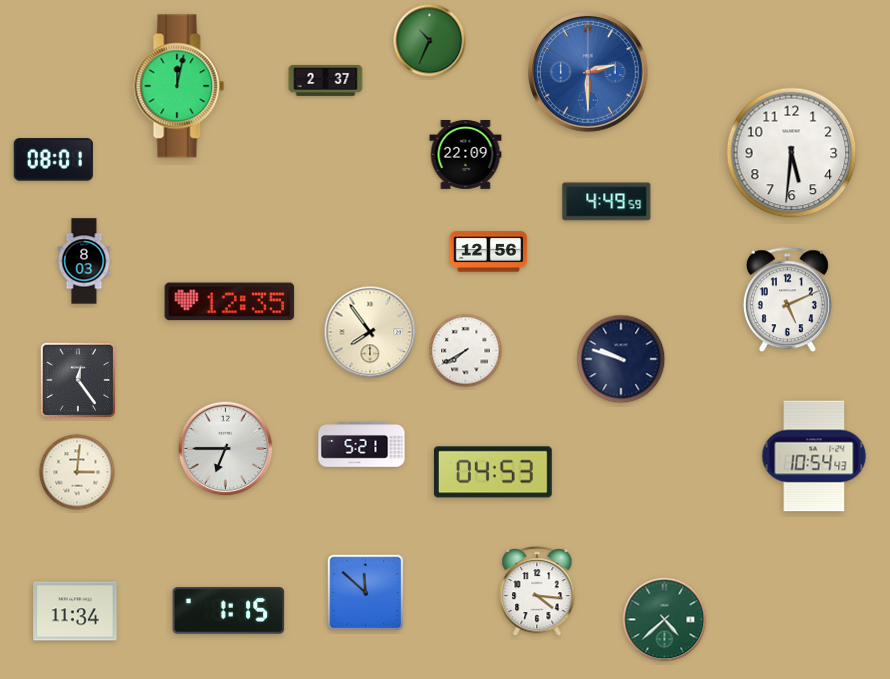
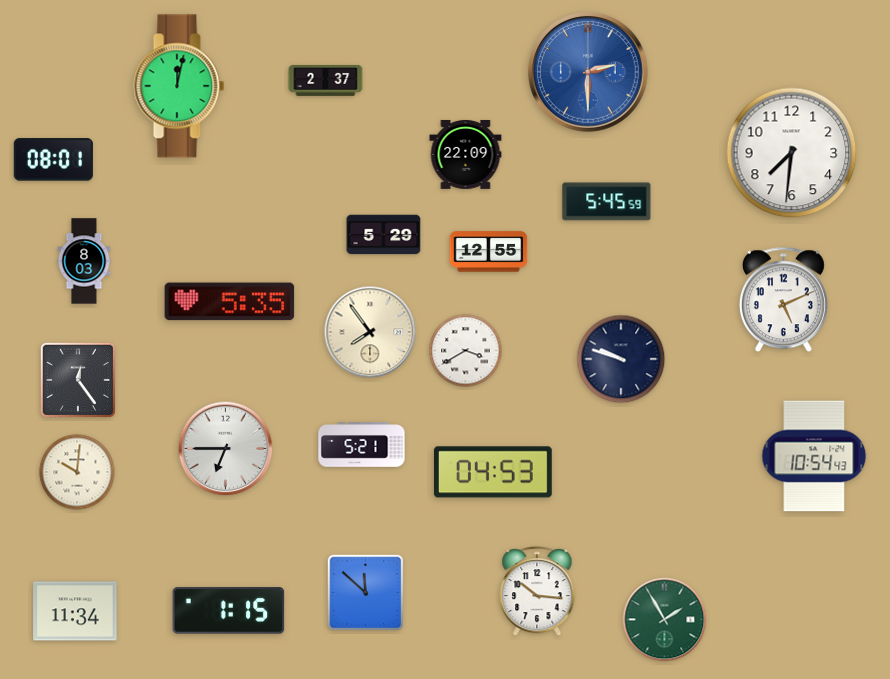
clock at (430, 41): 10:34 -> none
clock at (792, 153): 5:31 -> 7:31
clock at (607, 202): 4:49 -> 5:45
clock at (384, 235): none -> 5:29
clock at (489, 252): 12:56 -> 12:55
clock at (787, 300) position: (787, 300) -> (783, 300)
clock at (230, 302): 12:35 -> 5:35
clock at (466, 351): 7:40 -> 3:40
clock at (77, 472): 3:01 -> 10:01
clock at (537, 592): 4:16 -> 10:16
clock at (665, 620): 4:38 -> 1:55
